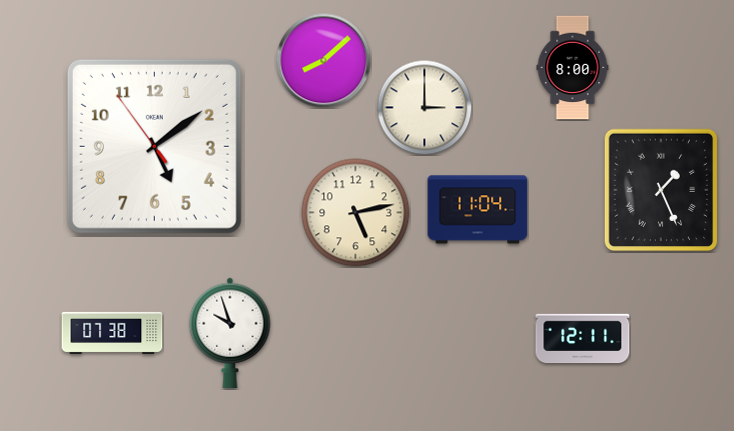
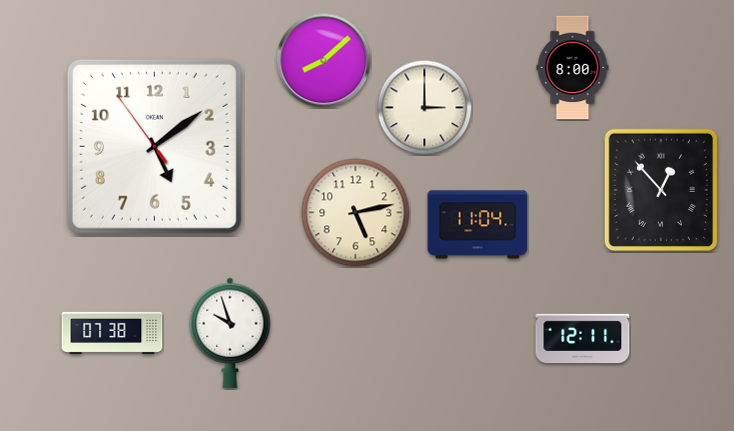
clock at (661, 190): 1:26 -> 12:53
clock at (478, 210) position: (478, 210) -> (478, 225)
